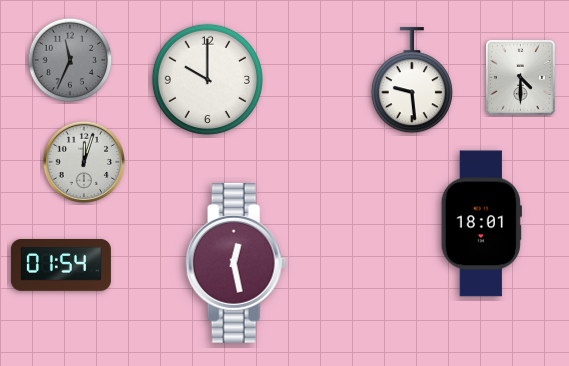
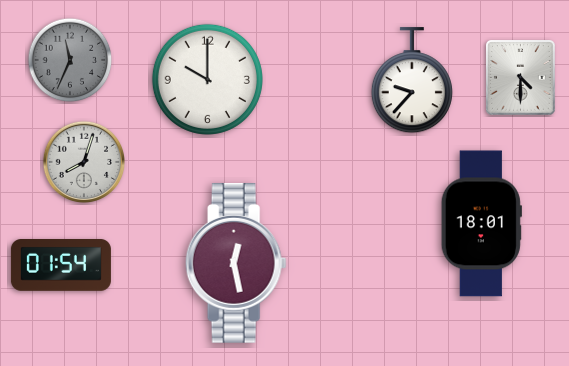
clock at (412, 81): 9:29 -> 9:37
clock at (83, 161): 12:03 -> 8:03
